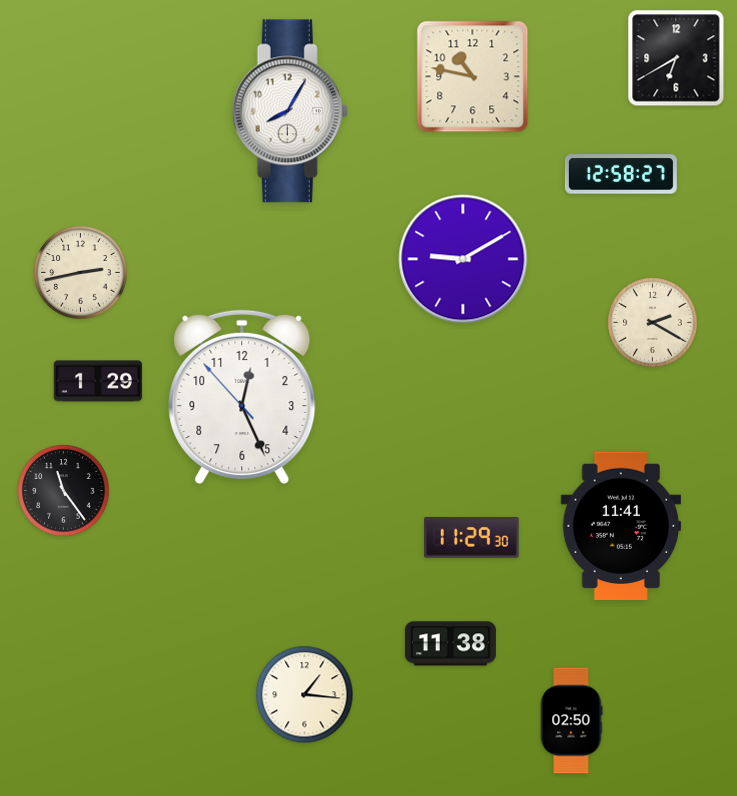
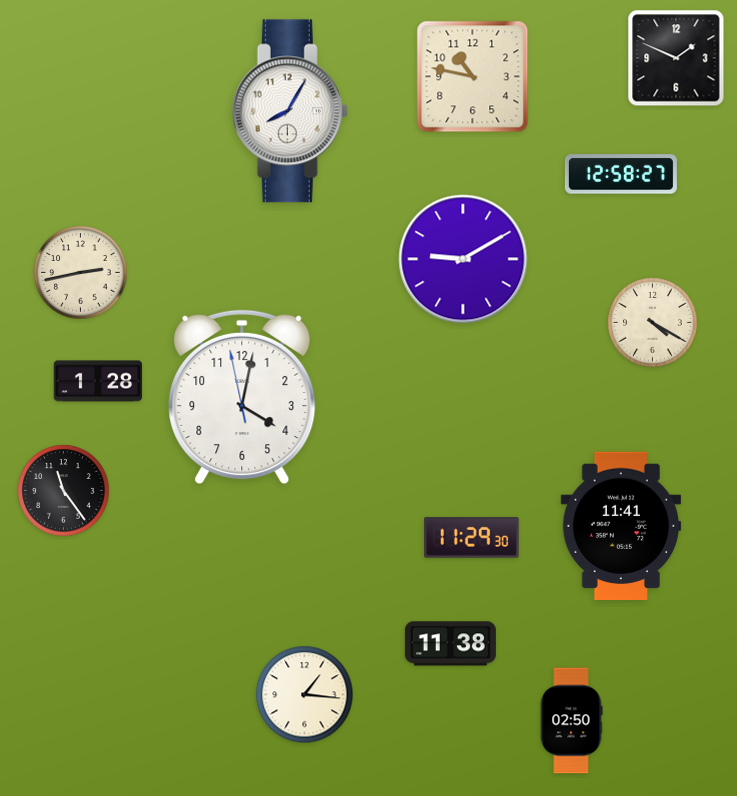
clock at (676, 58): 6:40 -> 1:49
clock at (653, 323): 2:20 -> 4:20
clock at (98, 381): 1:29 -> 1:28
clock at (242, 397): 12:25 -> 4:01
